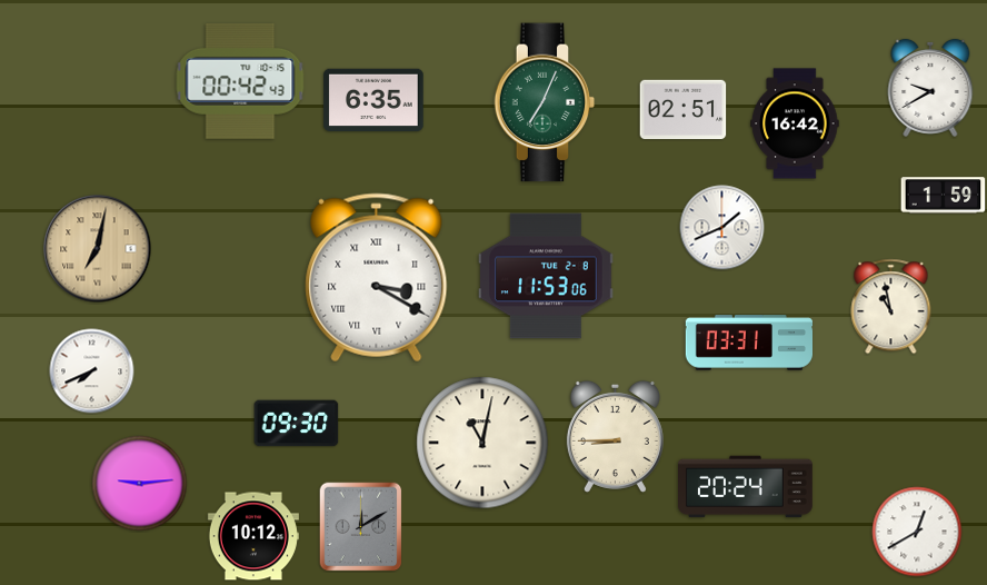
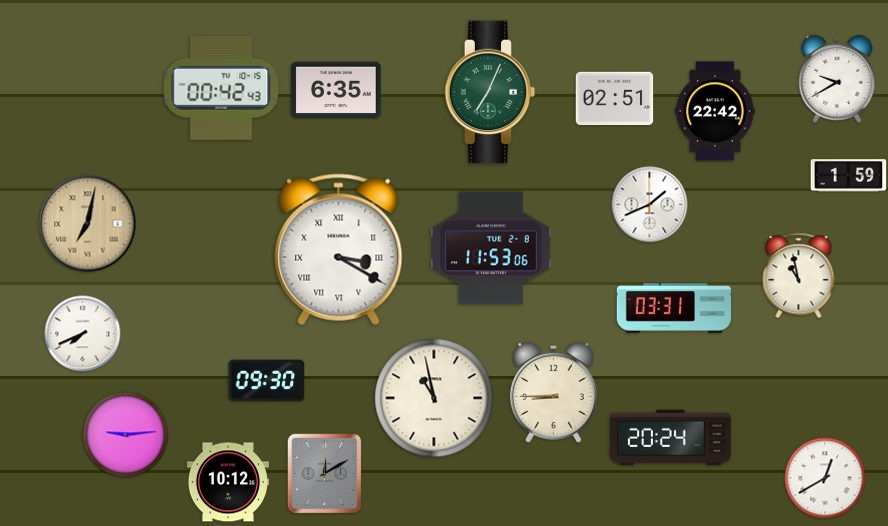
clock at (240, 81) position: (240, 81) -> (221, 88)
clock at (795, 123): 16:42 -> 22:42
clock at (891, 307) position: (891, 307) -> (799, 276)
clock at (482, 443): 11:02 -> 10:58
